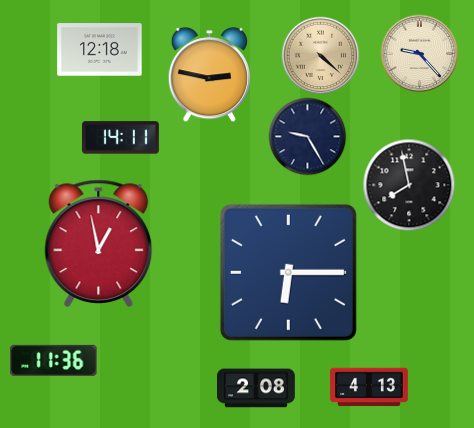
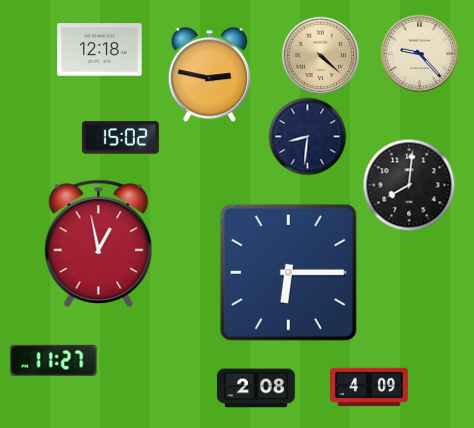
clock at (307, 136): 9:25 -> 8:31
clock at (120, 138): 14:11 -> 15:02
clock at (409, 185): 7:58 -> 8:01
clock at (54, 360): 11:36 -> 11:27
clock at (369, 387): 4:13 -> 4:09
